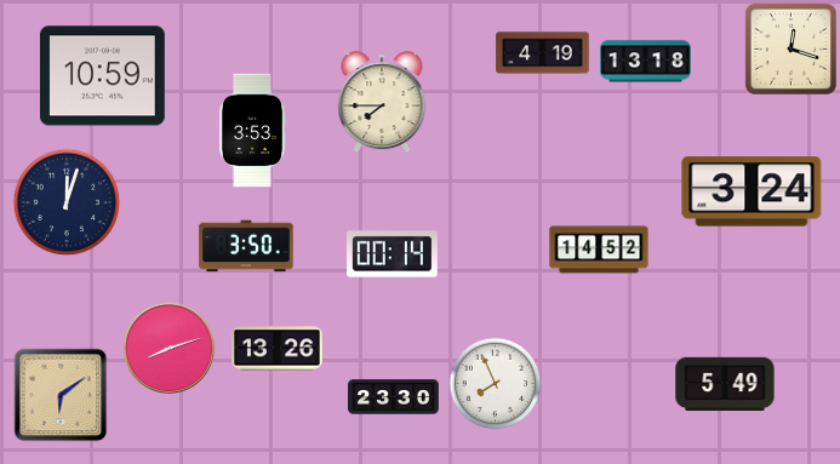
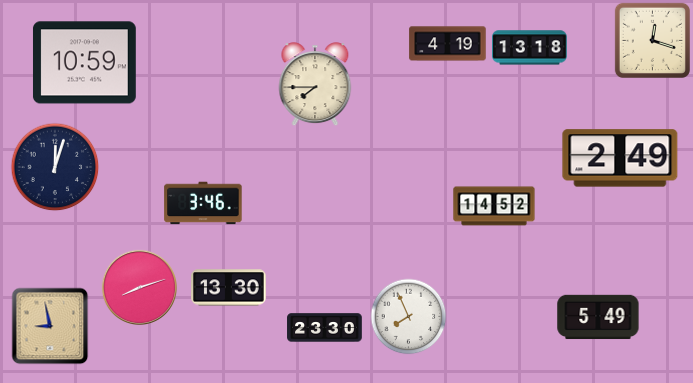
clock at (646, 62) position: (646, 62) -> (530, 48)
clock at (252, 131): 3:53 -> none
clock at (752, 191): 3:24 -> 2:49
clock at (246, 246): 3:50 -> 3:46
clock at (393, 254): 00:14 -> none
clock at (278, 349): 13:26 -> 13:30
clock at (61, 395): 6:09 -> 8:58
